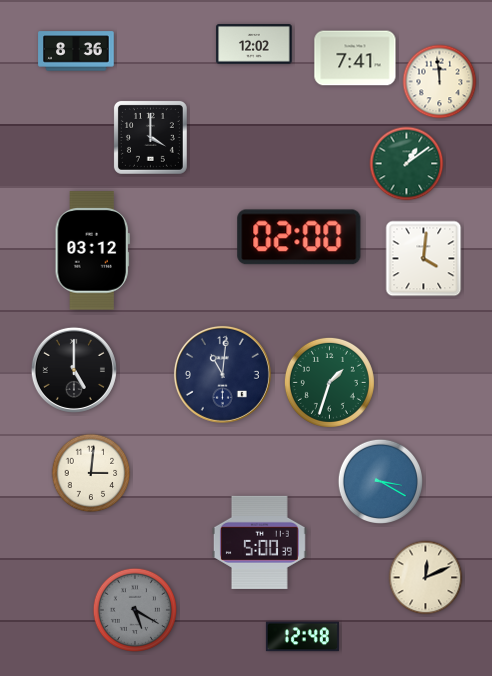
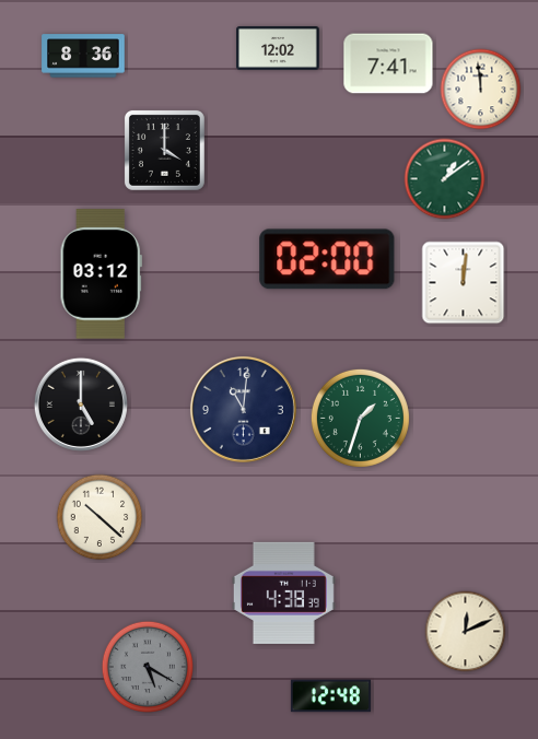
clock at (424, 259): 4:01 -> 12:01
clock at (91, 473): 3:01 -> 10:22
clock at (380, 481): 3:20 -> none
clock at (259, 542): 5:00 -> 4:38
